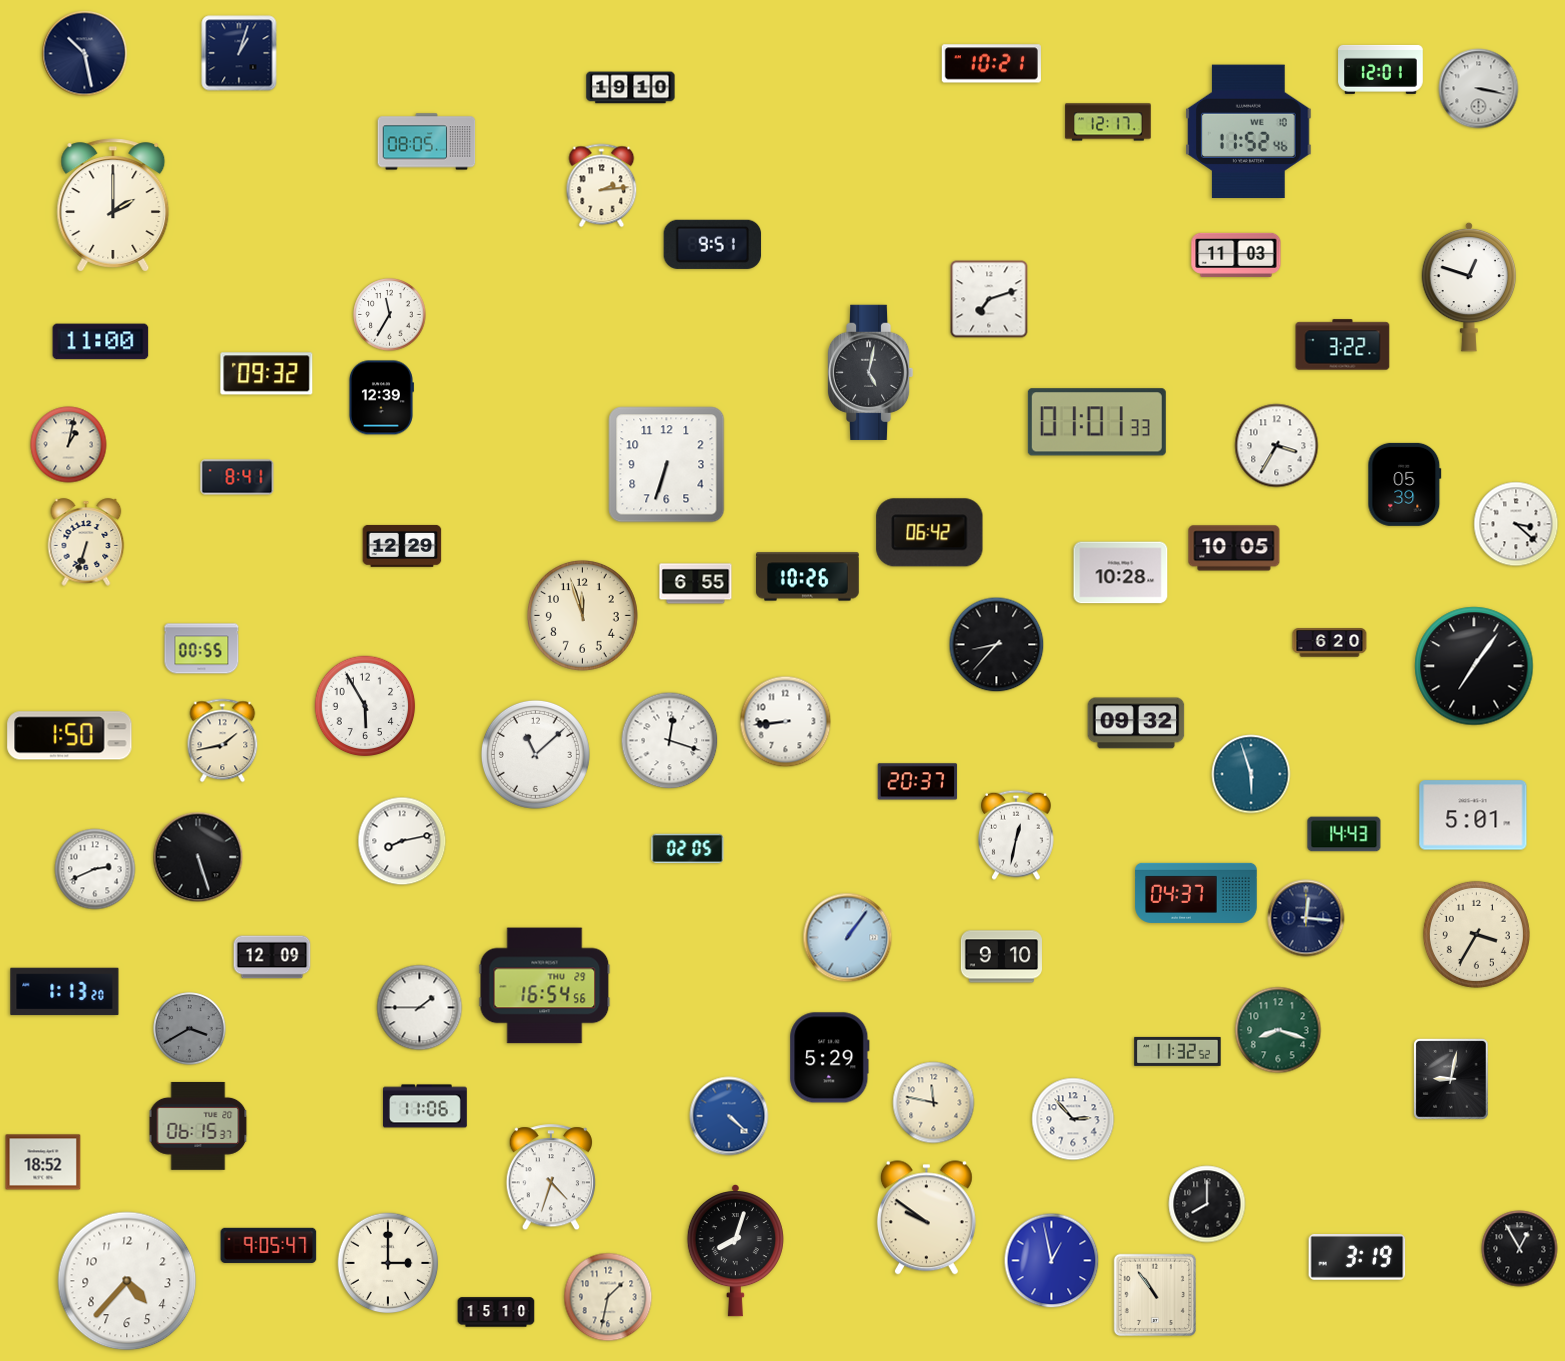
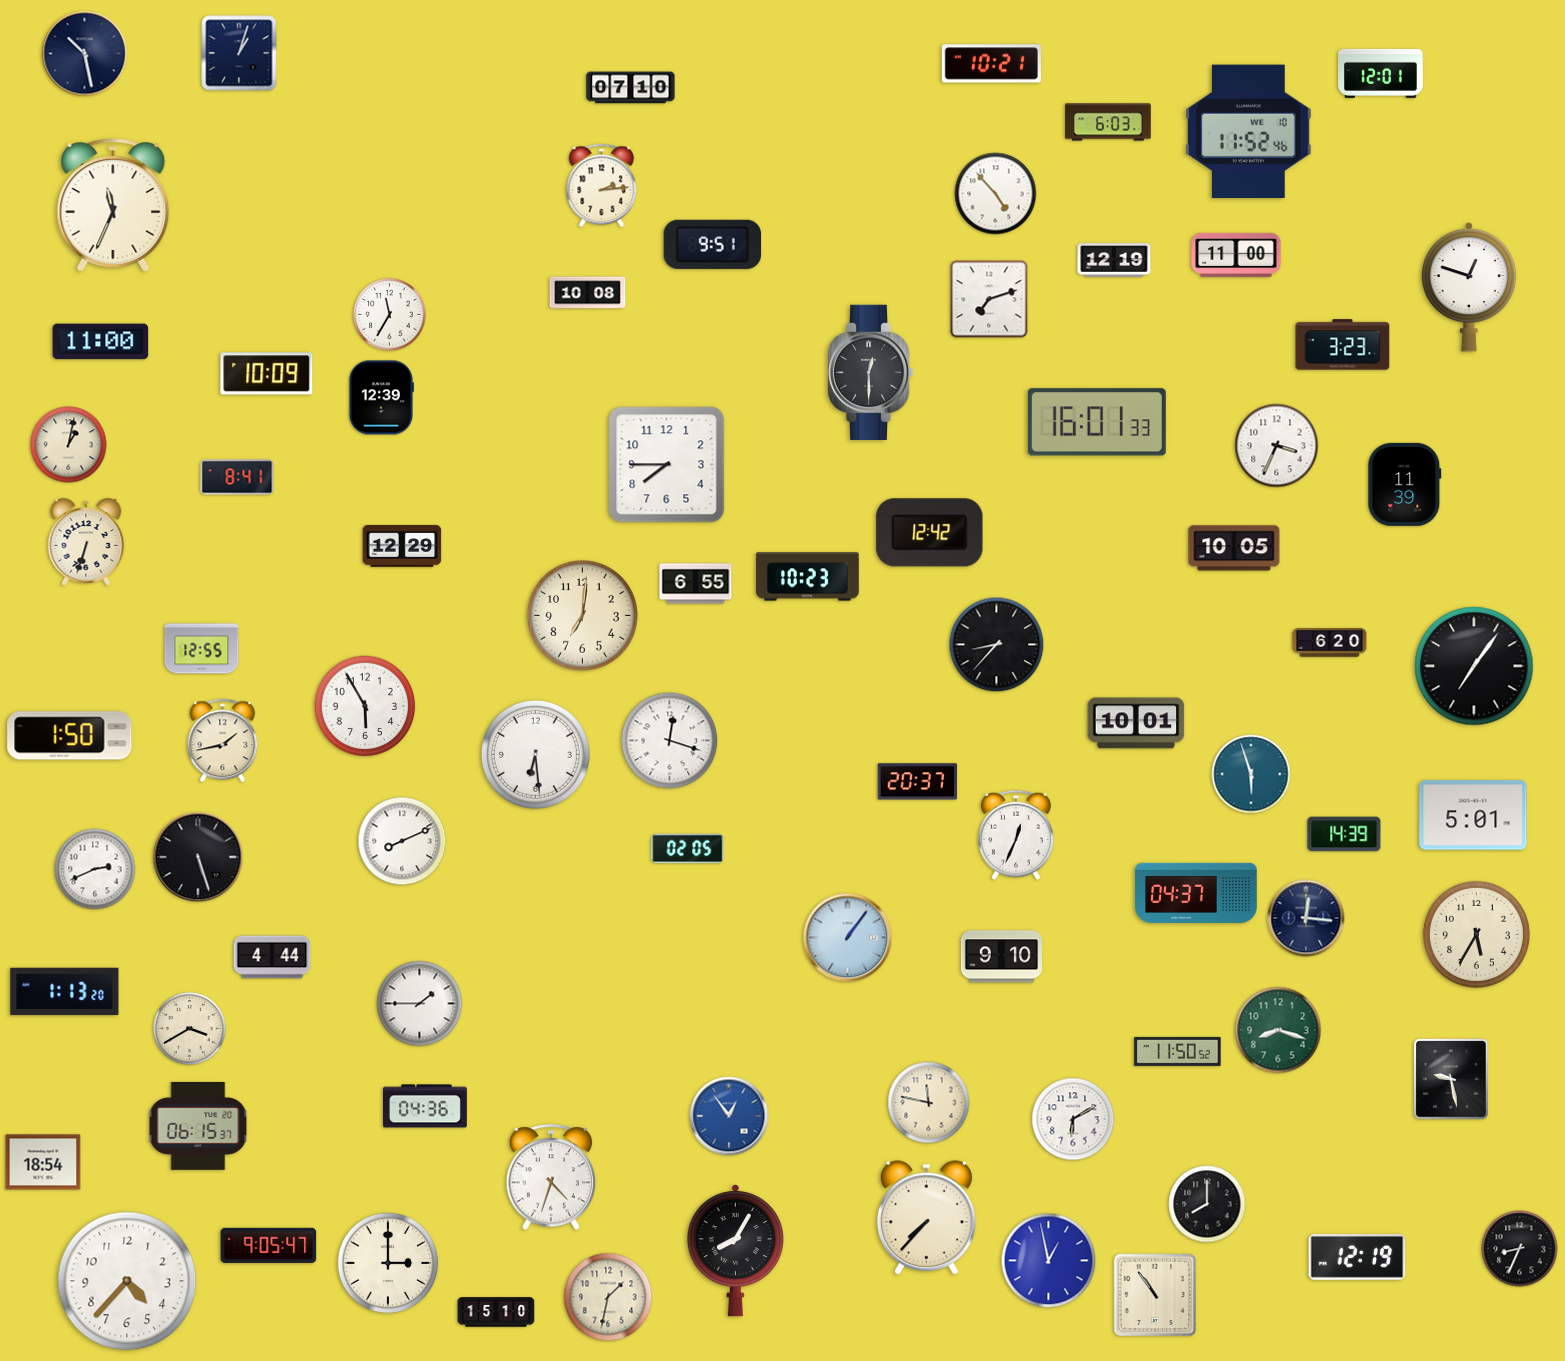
clock at (1381, 69) position: (1381, 69) -> (1381, 73)
clock at (631, 88): 19:10 -> 07:10
clock at (1479, 89): 3:17 -> none
clock at (1108, 122): 12:17 -> 6:03
clock at (427, 142): 08:05 -> none
clock at (996, 194): none -> 4:53
clock at (113, 205): 2:00 -> 11:34
clock at (1236, 255): 11:03 -> 11:00
clock at (1114, 260): none -> 12:19
clock at (588, 293): none -> 10:08
clock at (1343, 345): 3:22 -> 3:23
clock at (870, 372): 5:02 -> 12:30
clock at (267, 374): 09:32 -> 10:09
clock at (1097, 422): 01:01 -> 16:01
clock at (1277, 446): 3:35 -> 3:34
clock at (667, 465): 6:33 -> 7:45
clock at (1405, 484): 05:39 -> 11:39
clock at (1516, 524): 3:22 -> none
clock at (930, 533): 06:42 -> 12:42
clock at (1121, 573): 10:28 -> none
clock at (808, 577): 10:26 -> 10:23
clock at (582, 615): 11:57 -> 7:01
clock at (202, 649): 00:55 -> 12:55
clock at (786, 722): 8:44 -> none
clock at (1136, 723): 09:32 -> 10:01
clock at (535, 754): 11:08 -> 6:29
clock at (1344, 834): 14:43 -> 14:39
clock at (1017, 835): 12:32 -> 12:34
clock at (402, 841): 8:13 -> 8:11
clock at (1476, 934): 3:35 -> 5:35
clock at (272, 957): 12:09 -> 4:44
clock at (545, 986): 16:54 -> none
clock at (420, 1008) position: (420, 1008) -> (420, 1004)
clock at (190, 1029) dial: grey -> cream
clock at (1178, 1051): 11:32 -> 11:50
clock at (830, 1058): 5:29 -> none
clock at (1451, 1079): 9:02 -> 9:28
clock at (934, 1103) position: (934, 1103) -> (929, 1103)
clock at (426, 1106): 11:06 -> 04:36
clock at (729, 1116): 4:22 -> 12:54
clock at (1073, 1119): 2:53 -> 6:10
clock at (43, 1162): 18:52 -> 18:54
clock at (926, 1218): 9:51 -> 7:37
clock at (1520, 1249): 12:55 -> 8:34
clock at (735, 1251): 8:03 -> 8:05
clock at (1357, 1258): 3:19 -> 12:19
clock at (1052, 1261) position: (1052, 1261) -> (1049, 1261)
